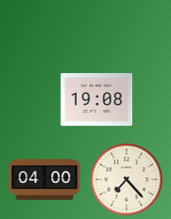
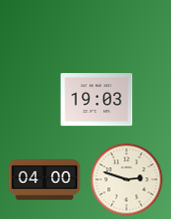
clock at (97, 100): 19:08 -> 19:03
clock at (127, 180): 7:23 -> 2:48
